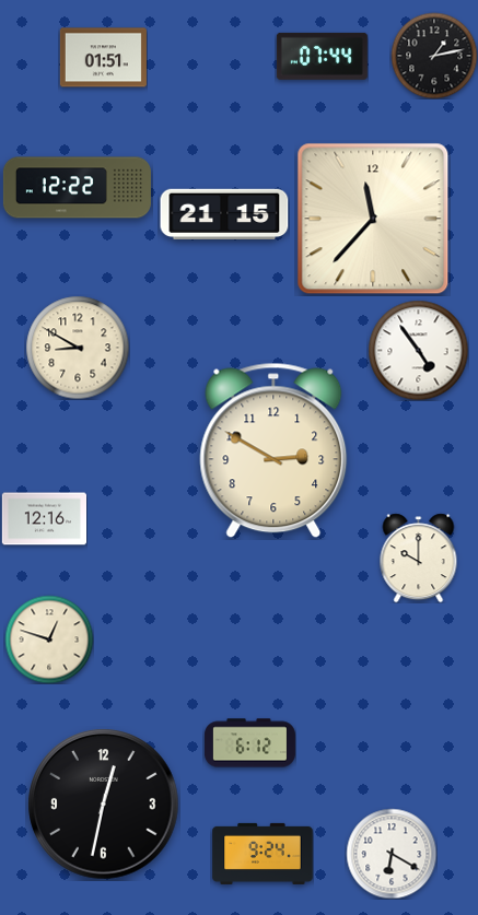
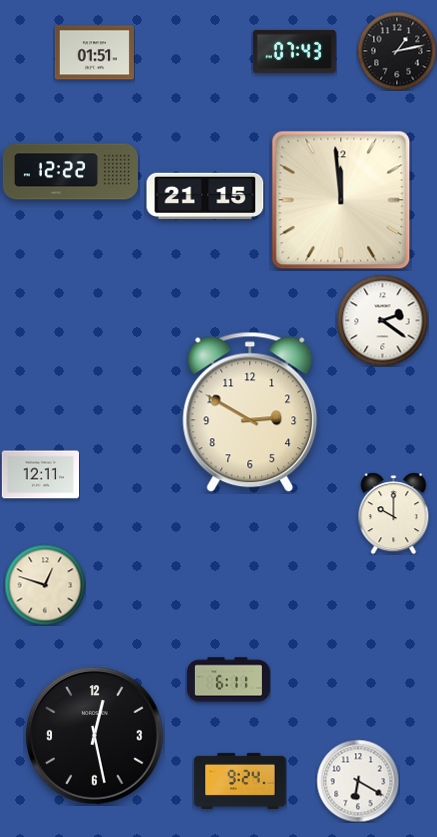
clock at (322, 56): 07:44 -> 07:43
clock at (373, 219): 11:37 -> 11:59
clock at (78, 348): 8:50 -> none
clock at (418, 350): 4:54 -> 2:21
clock at (44, 519): 12:16 -> 12:11
clock at (419, 558) position: (419, 558) -> (394, 513)
clock at (249, 743): 6:12 -> 6:11
clock at (104, 805): 12:32 -> 12:28
